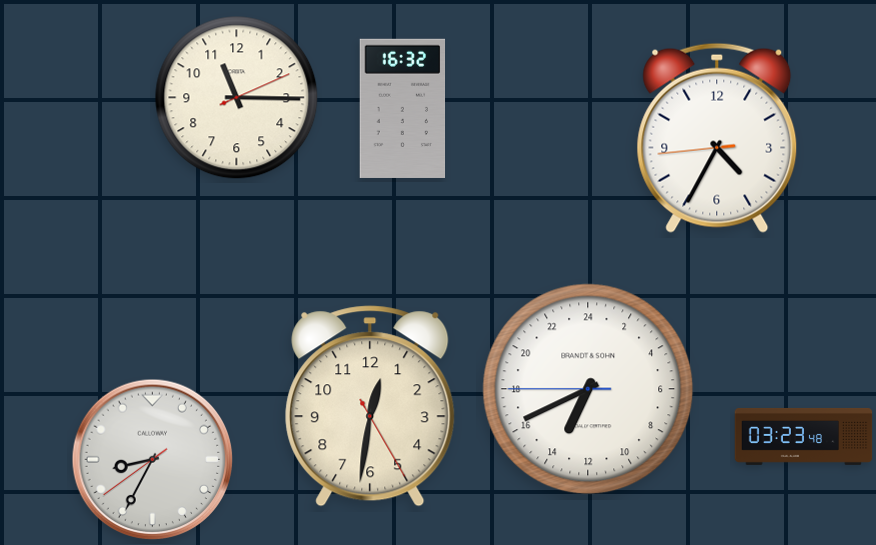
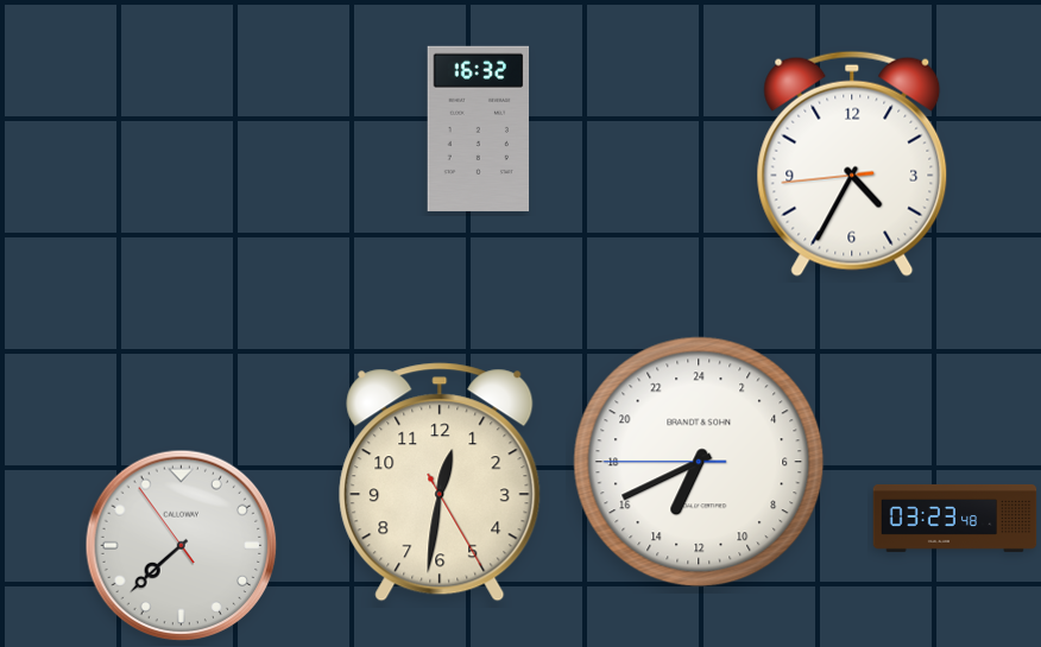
clock at (237, 98): 11:15 -> none
clock at (153, 460): 8:34 -> 7:37
